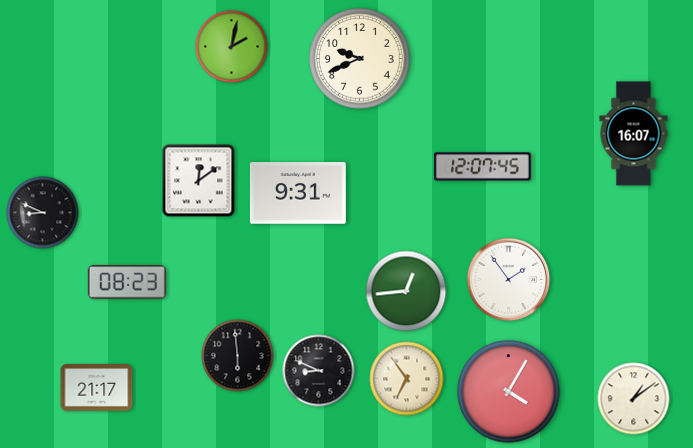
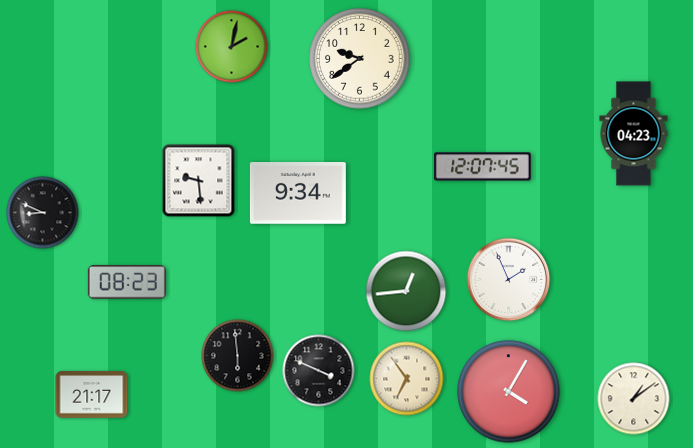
clock at (360, 59): 9:41 -> 9:39
clock at (634, 134): 16:07 -> 04:23
clock at (199, 181): 12:09 -> 9:29
clock at (298, 193): 9:31 -> 9:34
clock at (509, 280): 1:54 -> 1:56
clock at (319, 371): 8:49 -> 3:49
clock at (97, 388) position: (97, 388) -> (92, 395)
